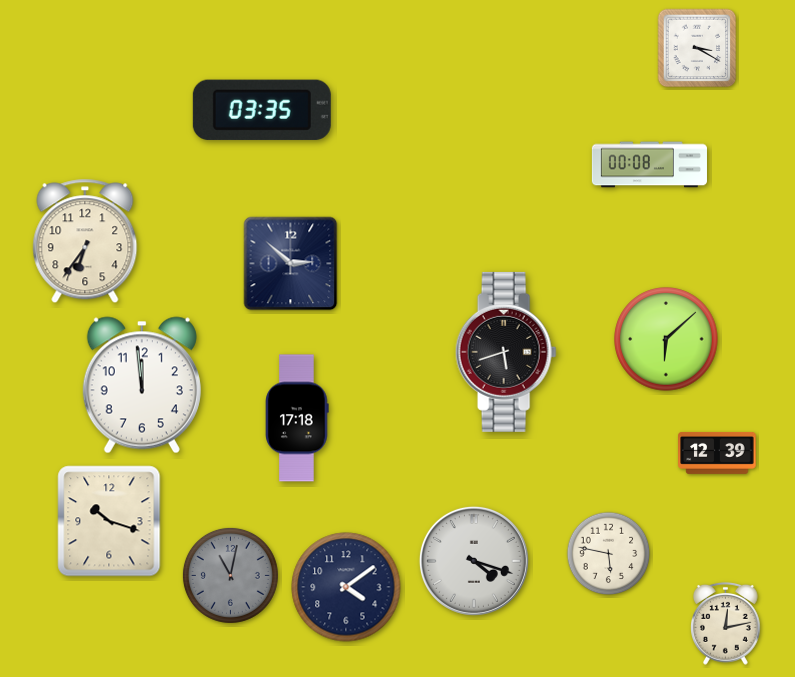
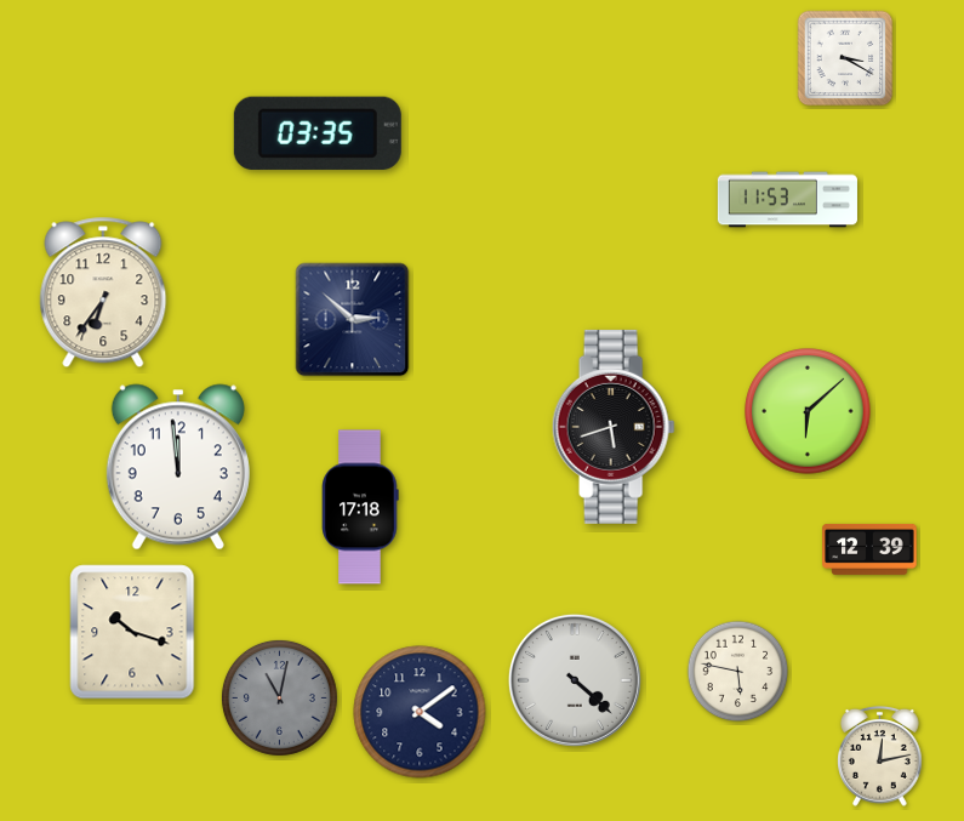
clock at (649, 165): 00:08 -> 11:53
clock at (142, 385) position: (142, 385) -> (178, 467)
clock at (474, 561): 4:18 -> 4:22
